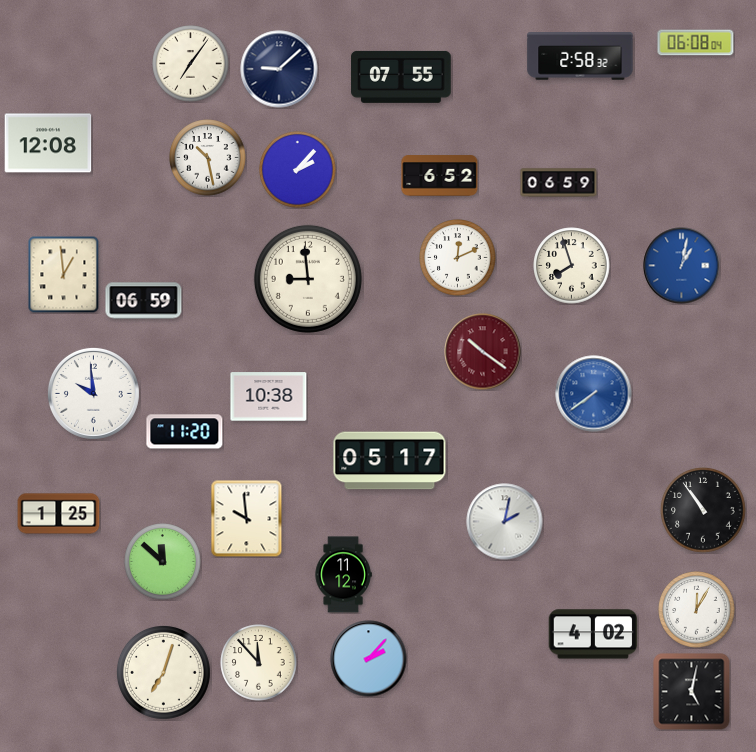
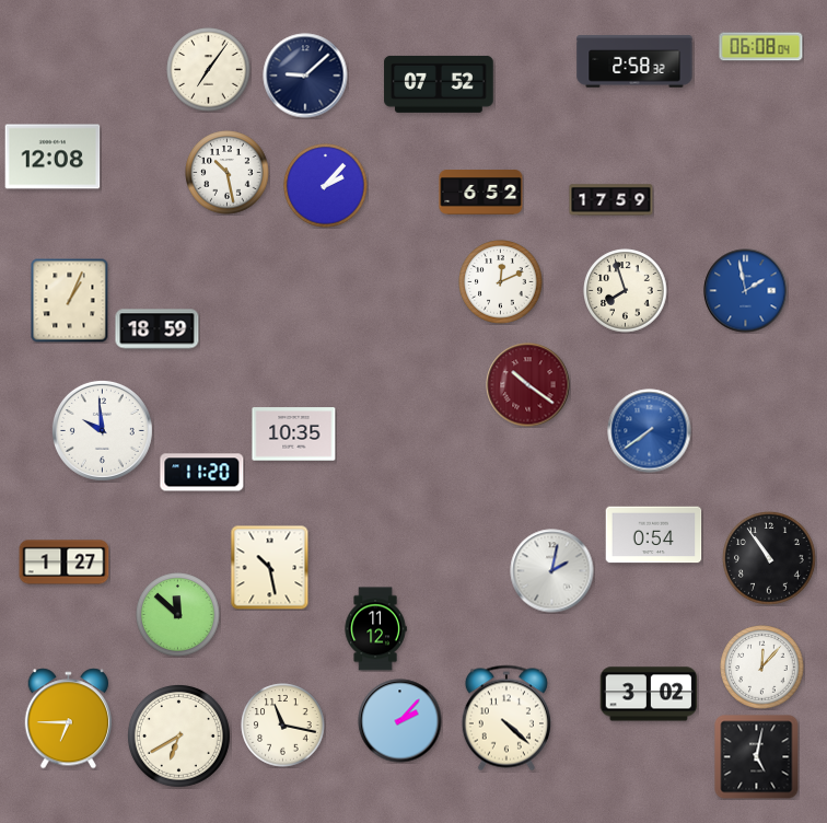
clock at (401, 77): 07:55 -> 07:52
clock at (559, 183): 06:59 -> 17:59
clock at (682, 266): 1:02 -> 1:58
clock at (64, 274): 12:59 -> 1:04
clock at (308, 279): 8:59 -> none
clock at (144, 301): 06:59 -> 18:59
clock at (269, 397): 10:38 -> 10:35
clock at (390, 461): 05:17 -> none
clock at (654, 535): none -> 0:54
clock at (59, 514): 1:25 -> 1:27
clock at (247, 518): 9:59 -> 10:28
clock at (697, 610): 12:05 -> 12:07
clock at (593, 634): 4:02 -> 3:02
clock at (506, 718): none -> 4:22
clock at (69, 719): none -> 6:45
clock at (369, 659) position: (369, 659) -> (400, 721)
clock at (259, 663): 11:53 -> 11:17
clock at (163, 672): 7:03 -> 6:40
